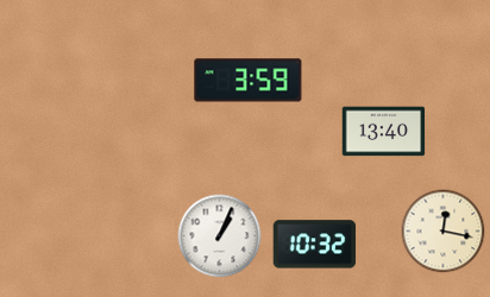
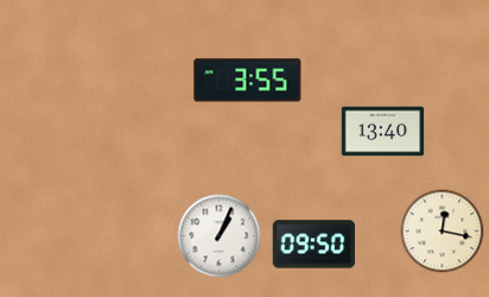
clock at (249, 81): 3:59 -> 3:55
clock at (315, 245): 10:32 -> 09:50
